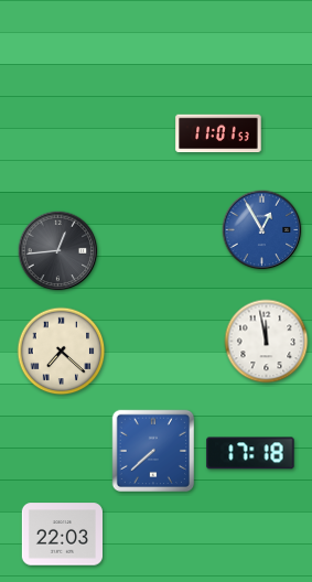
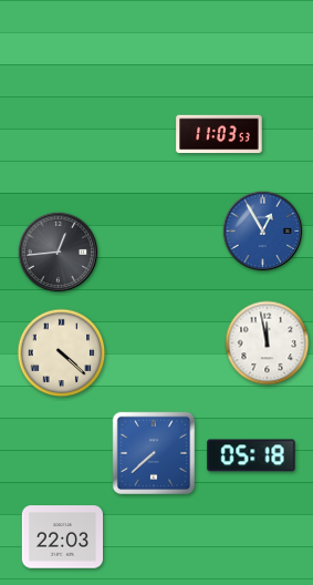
clock at (218, 133): 11:01 -> 11:03
clock at (62, 352): 7:22 -> 4:22
clock at (250, 453): 17:18 -> 05:18
